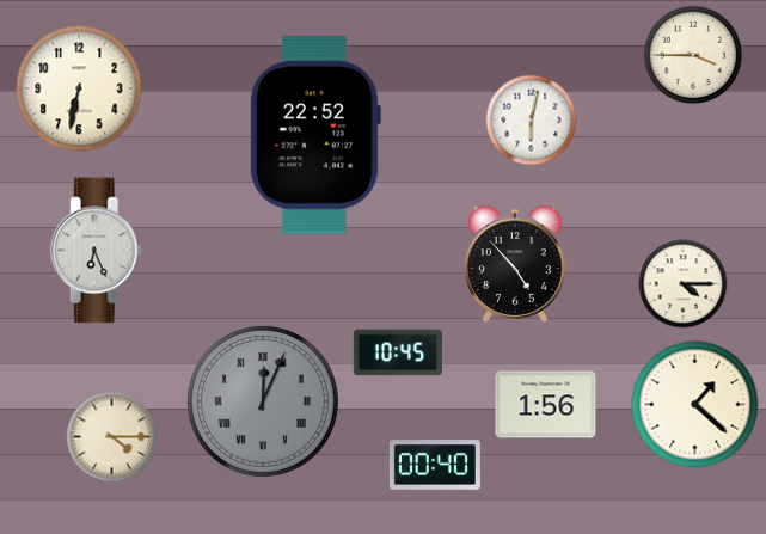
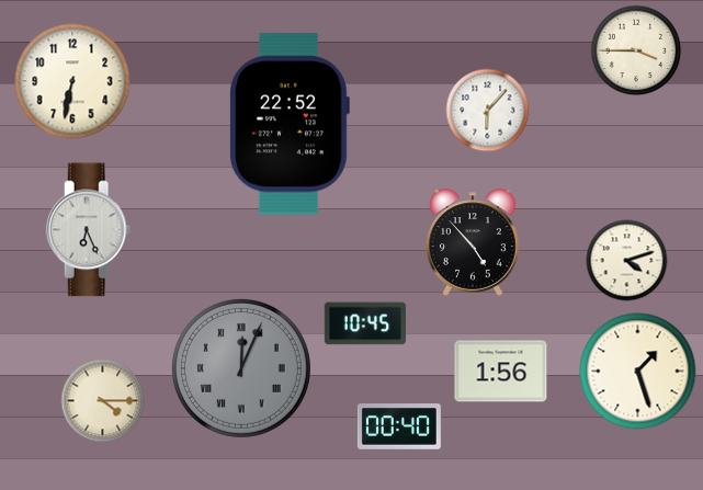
clock at (532, 121): 6:02 -> 6:07
clock at (684, 284): 4:15 -> 4:12
clock at (695, 405): 1:22 -> 1:27
